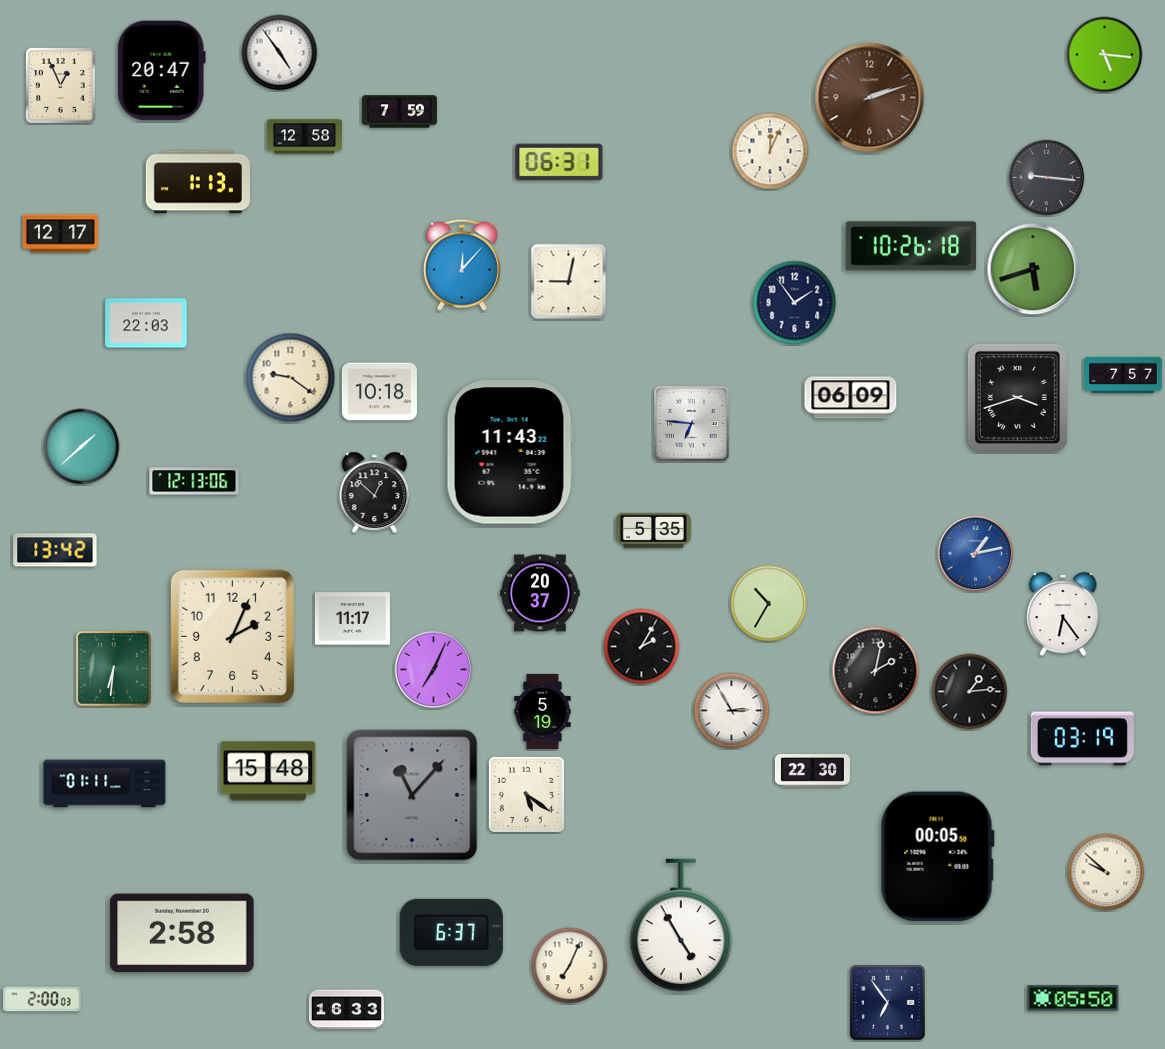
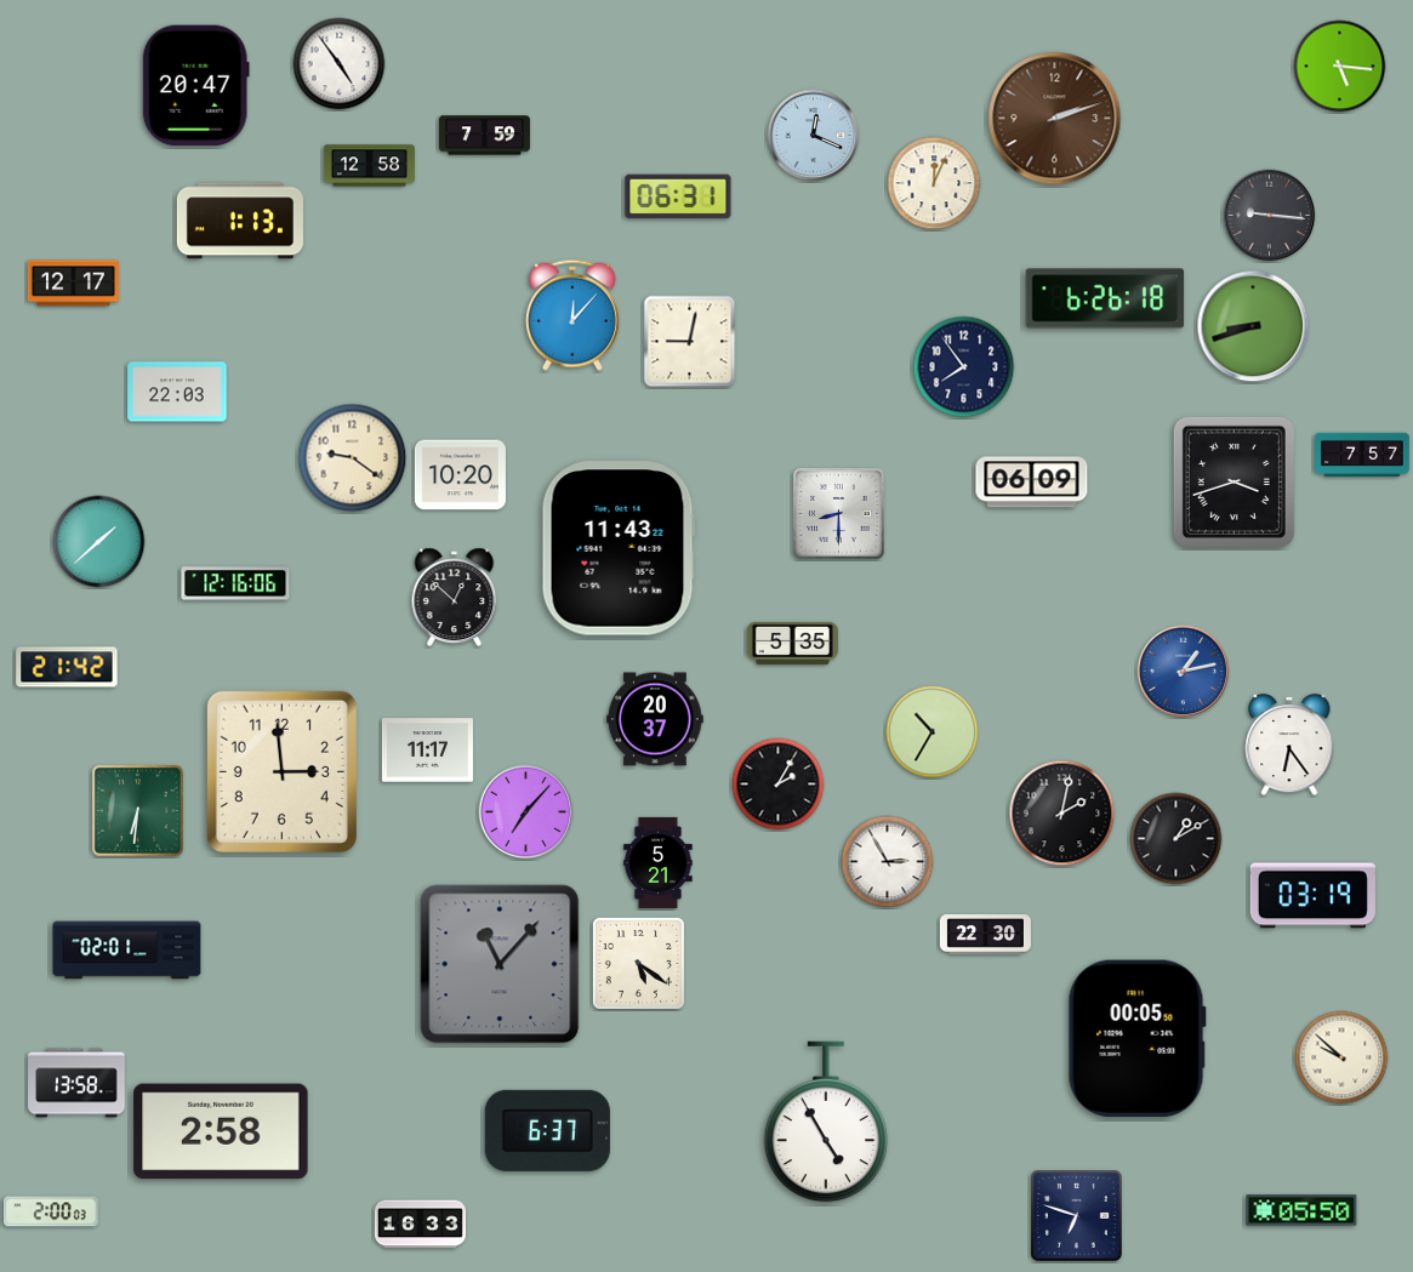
clock at (61, 86): 12:56 -> none
clock at (814, 136): none -> 12:19
clock at (911, 246): 10:26 -> 6:26
clock at (462, 265) position: (462, 265) -> (572, 315)
clock at (1033, 269): 5:42 -> 8:42
clock at (795, 303): 1:54 -> 7:54
clock at (379, 392): 10:18 -> 10:20
clock at (692, 424): 6:46 -> 8:30
clock at (194, 481): 12:13 -> 12:16
clock at (55, 550): 13:42 -> 21:42
clock at (232, 636): 2:04 -> 2:59
clock at (434, 670): 7:04 -> 7:07
clock at (970, 692): 1:14 -> 1:10
clock at (543, 711): 5:19 -> 5:21
clock at (268, 771): 15:48 -> none
clock at (105, 784): 01:11 -> 02:01
clock at (76, 1083): none -> 13:58
clock at (570, 966): 7:04 -> none
clock at (888, 1003): 6:54 -> 6:48
